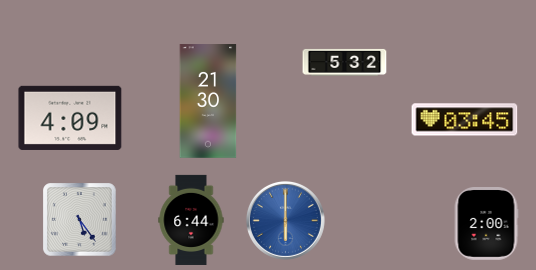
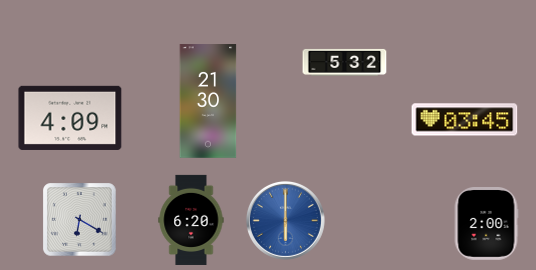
clock at (80, 220): 5:24 -> 6:20
clock at (191, 220): 6:44 -> 6:20
